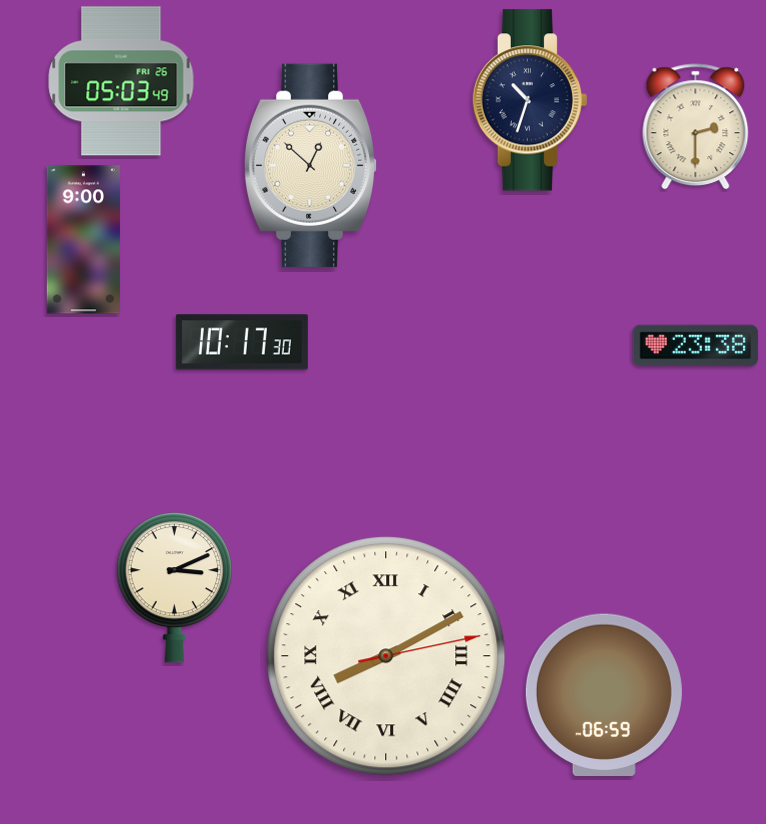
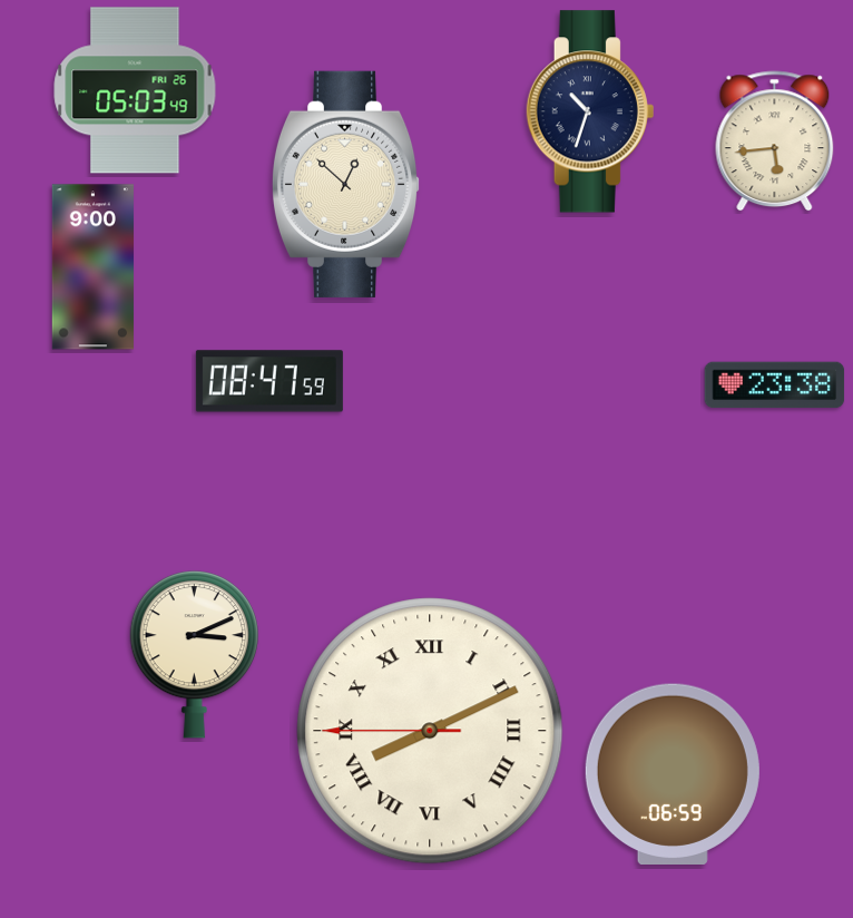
clock at (696, 127): 2:30 -> 5:44
clock at (242, 342): 10:17 -> 08:47
clock at (386, 656): 8:10:13 -> 8:10:45
